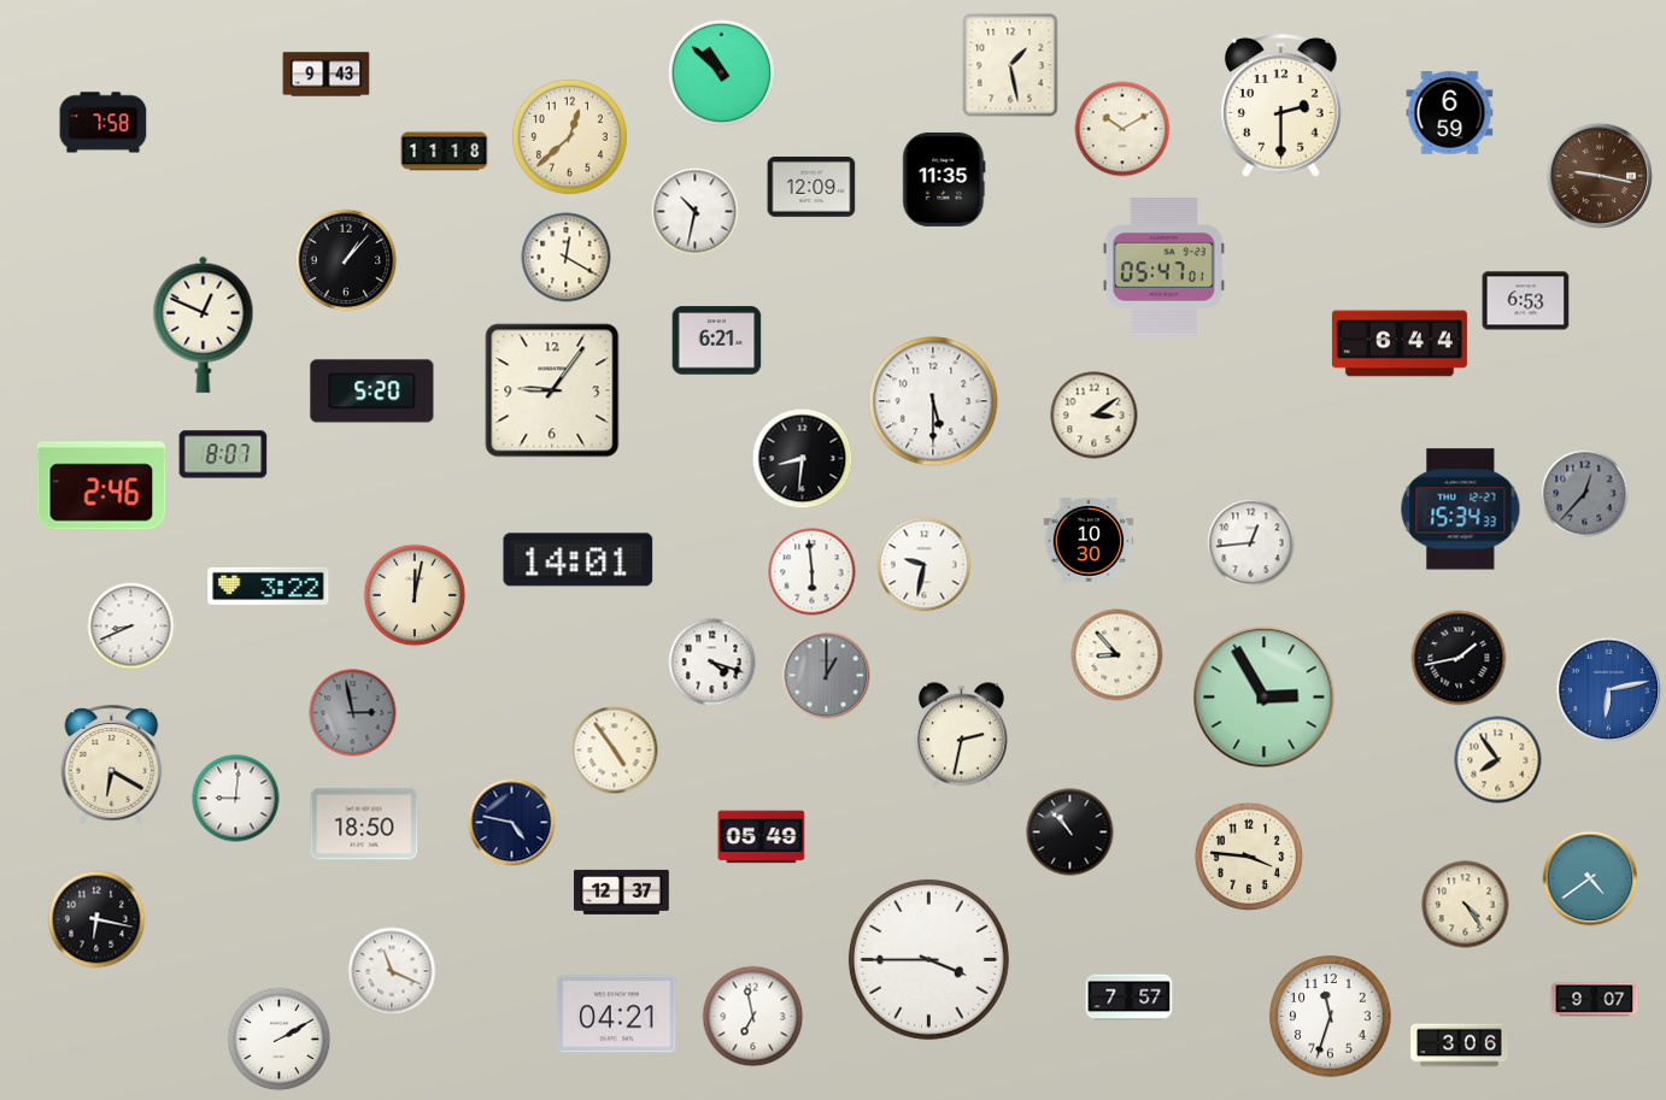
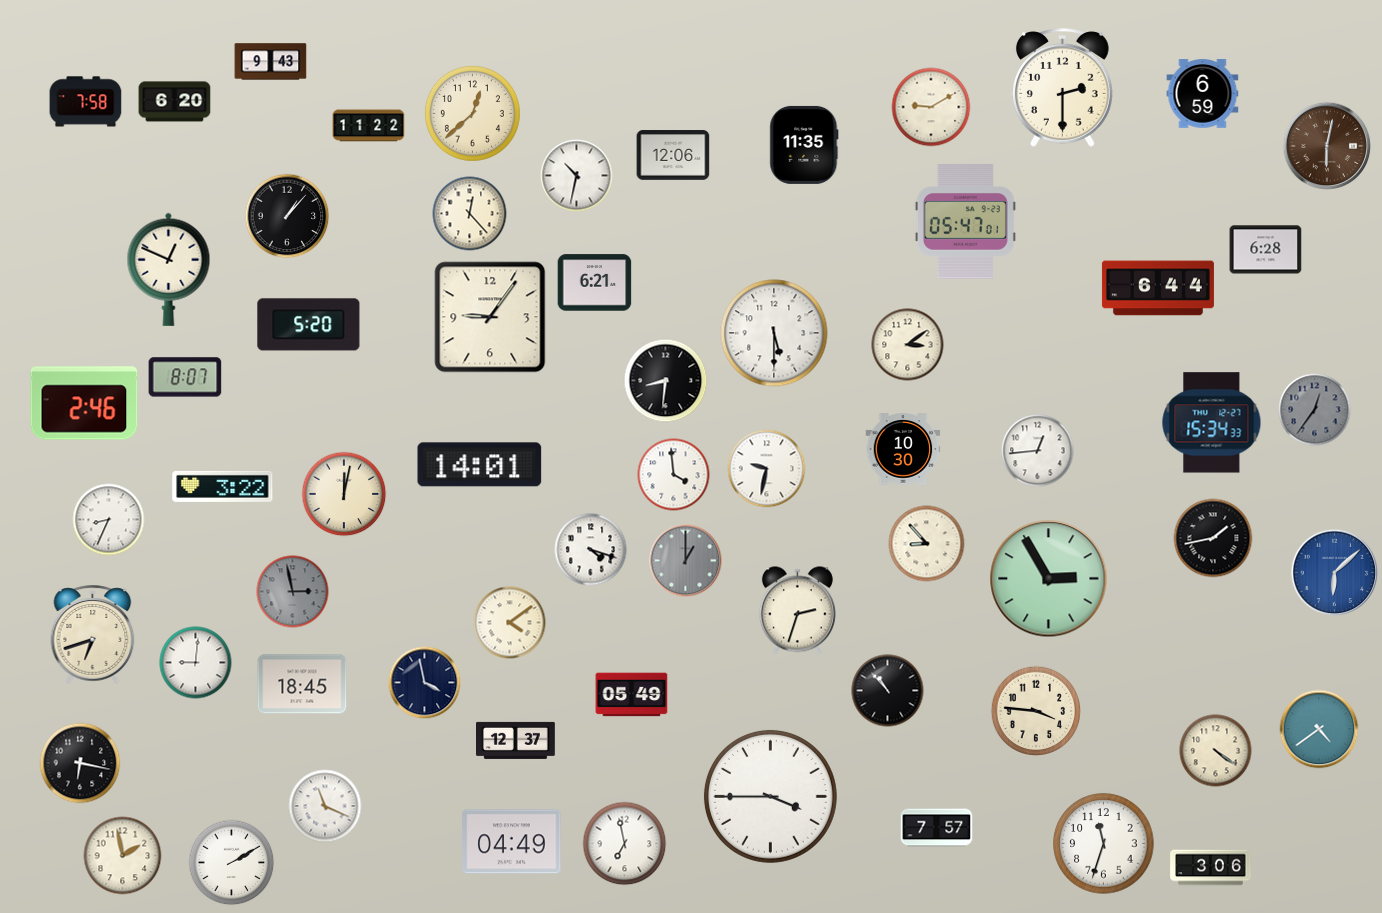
clock at (1010, 65): 1:28 -> none
clock at (722, 73): 10:52 -> none
clock at (175, 102): none -> 6:20
clock at (1122, 129): 10:10 -> 9:10
clock at (445, 152): 11:18 -> 11:22
clock at (1600, 176): 9:17 -> 6:02
clock at (944, 180) position: (944, 180) -> (804, 145)
clock at (811, 187): 12:09 -> 12:06
clock at (567, 258): 12:20 -> 12:23
clock at (1526, 301): 6:53 -> 6:28
clock at (1400, 343) position: (1400, 343) -> (1158, 288)
clock at (552, 390) position: (552, 390) -> (490, 317)
clock at (1585, 494): 12:37 -> 12:36
clock at (813, 572): 5:59 -> 3:59
clock at (131, 627): 8:41 -> 8:34
clock at (1459, 658) position: (1459, 658) -> (1213, 538)
clock at (1609, 690): 6:13 -> 6:08
clock at (961, 736): 2:32 -> 2:33
clock at (615, 751): 4:54 -> 4:09
clock at (1498, 760): 7:54 -> none
clock at (112, 764): 6:20 -> 6:42
clock at (512, 823): 4:47 -> 3:58
clock at (364, 824): 18:50 -> 18:45
clock at (1466, 905): 4:24 -> 4:21
clock at (1595, 1000): 9:07 -> none
clock at (617, 1014): 04:21 -> 04:49
clock at (123, 856): none -> 1:58
